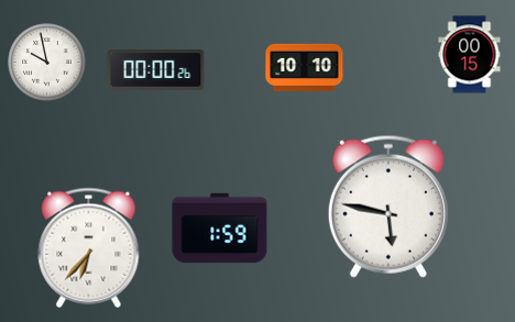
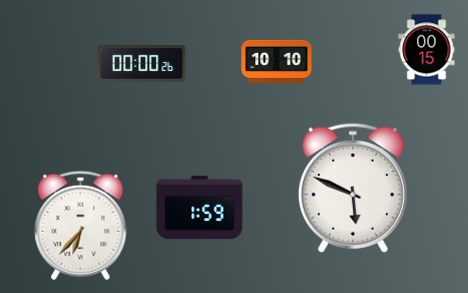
clock at (47, 63): 9:58 -> none
clock at (388, 207): 5:47 -> 5:49
